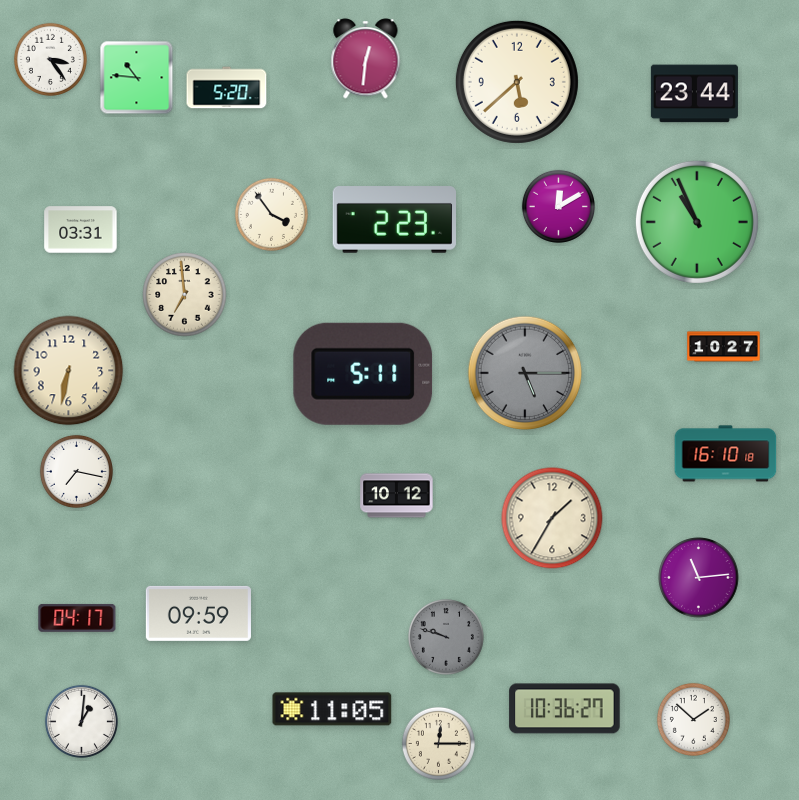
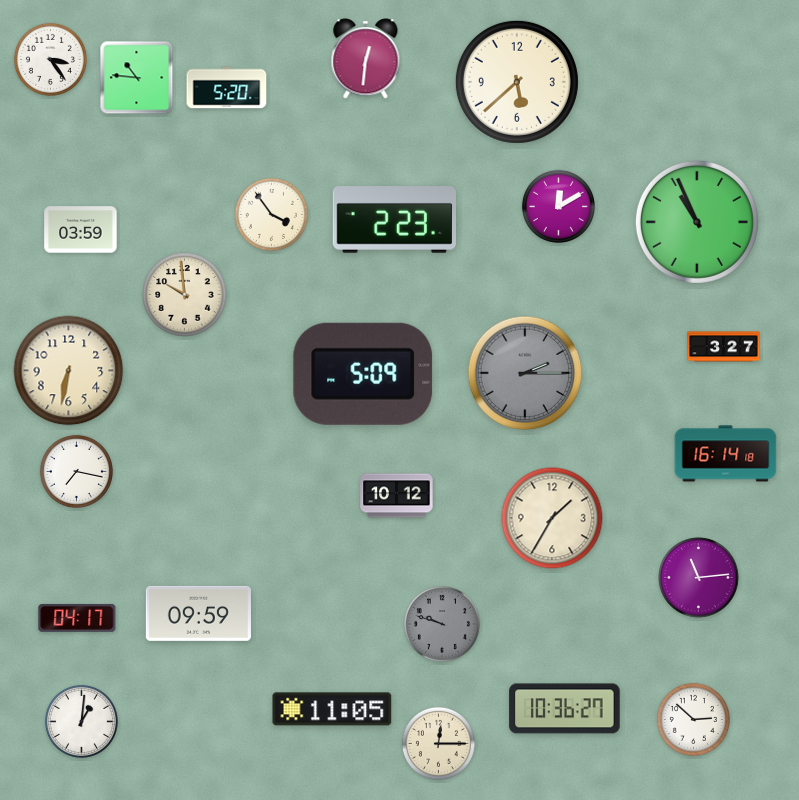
clock at (694, 94): 23:44 -> none
clock at (81, 230): 03:31 -> 03:59
clock at (185, 295): 6:59 -> 9:59
clock at (724, 347): 10:27 -> 3:27
clock at (525, 373): 5:15 -> 2:15
clock at (363, 374): 5:11 -> 5:09
clock at (726, 454): 16:10 -> 16:14
clock at (446, 637) position: (446, 637) -> (442, 624)
clock at (693, 719): 1:52 -> 2:52
